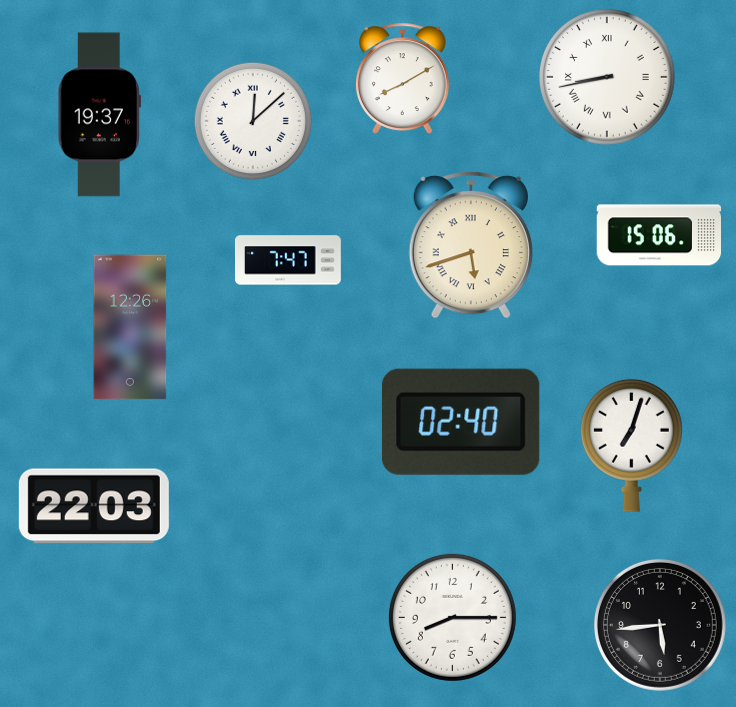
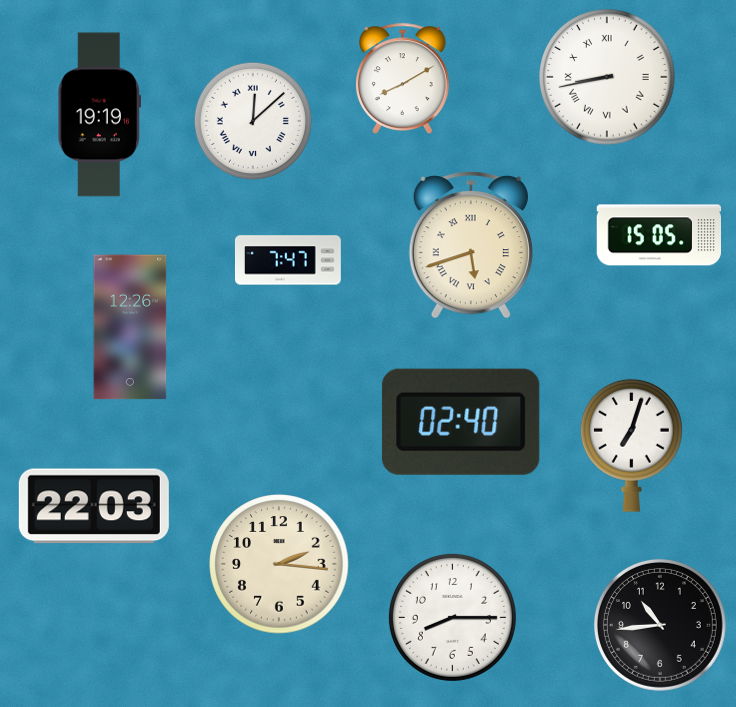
clock at (99, 115): 19:37 -> 19:19
clock at (658, 235): 15:06 -> 15:05
clock at (279, 564): none -> 2:16
clock at (660, 625): 5:44 -> 10:44
